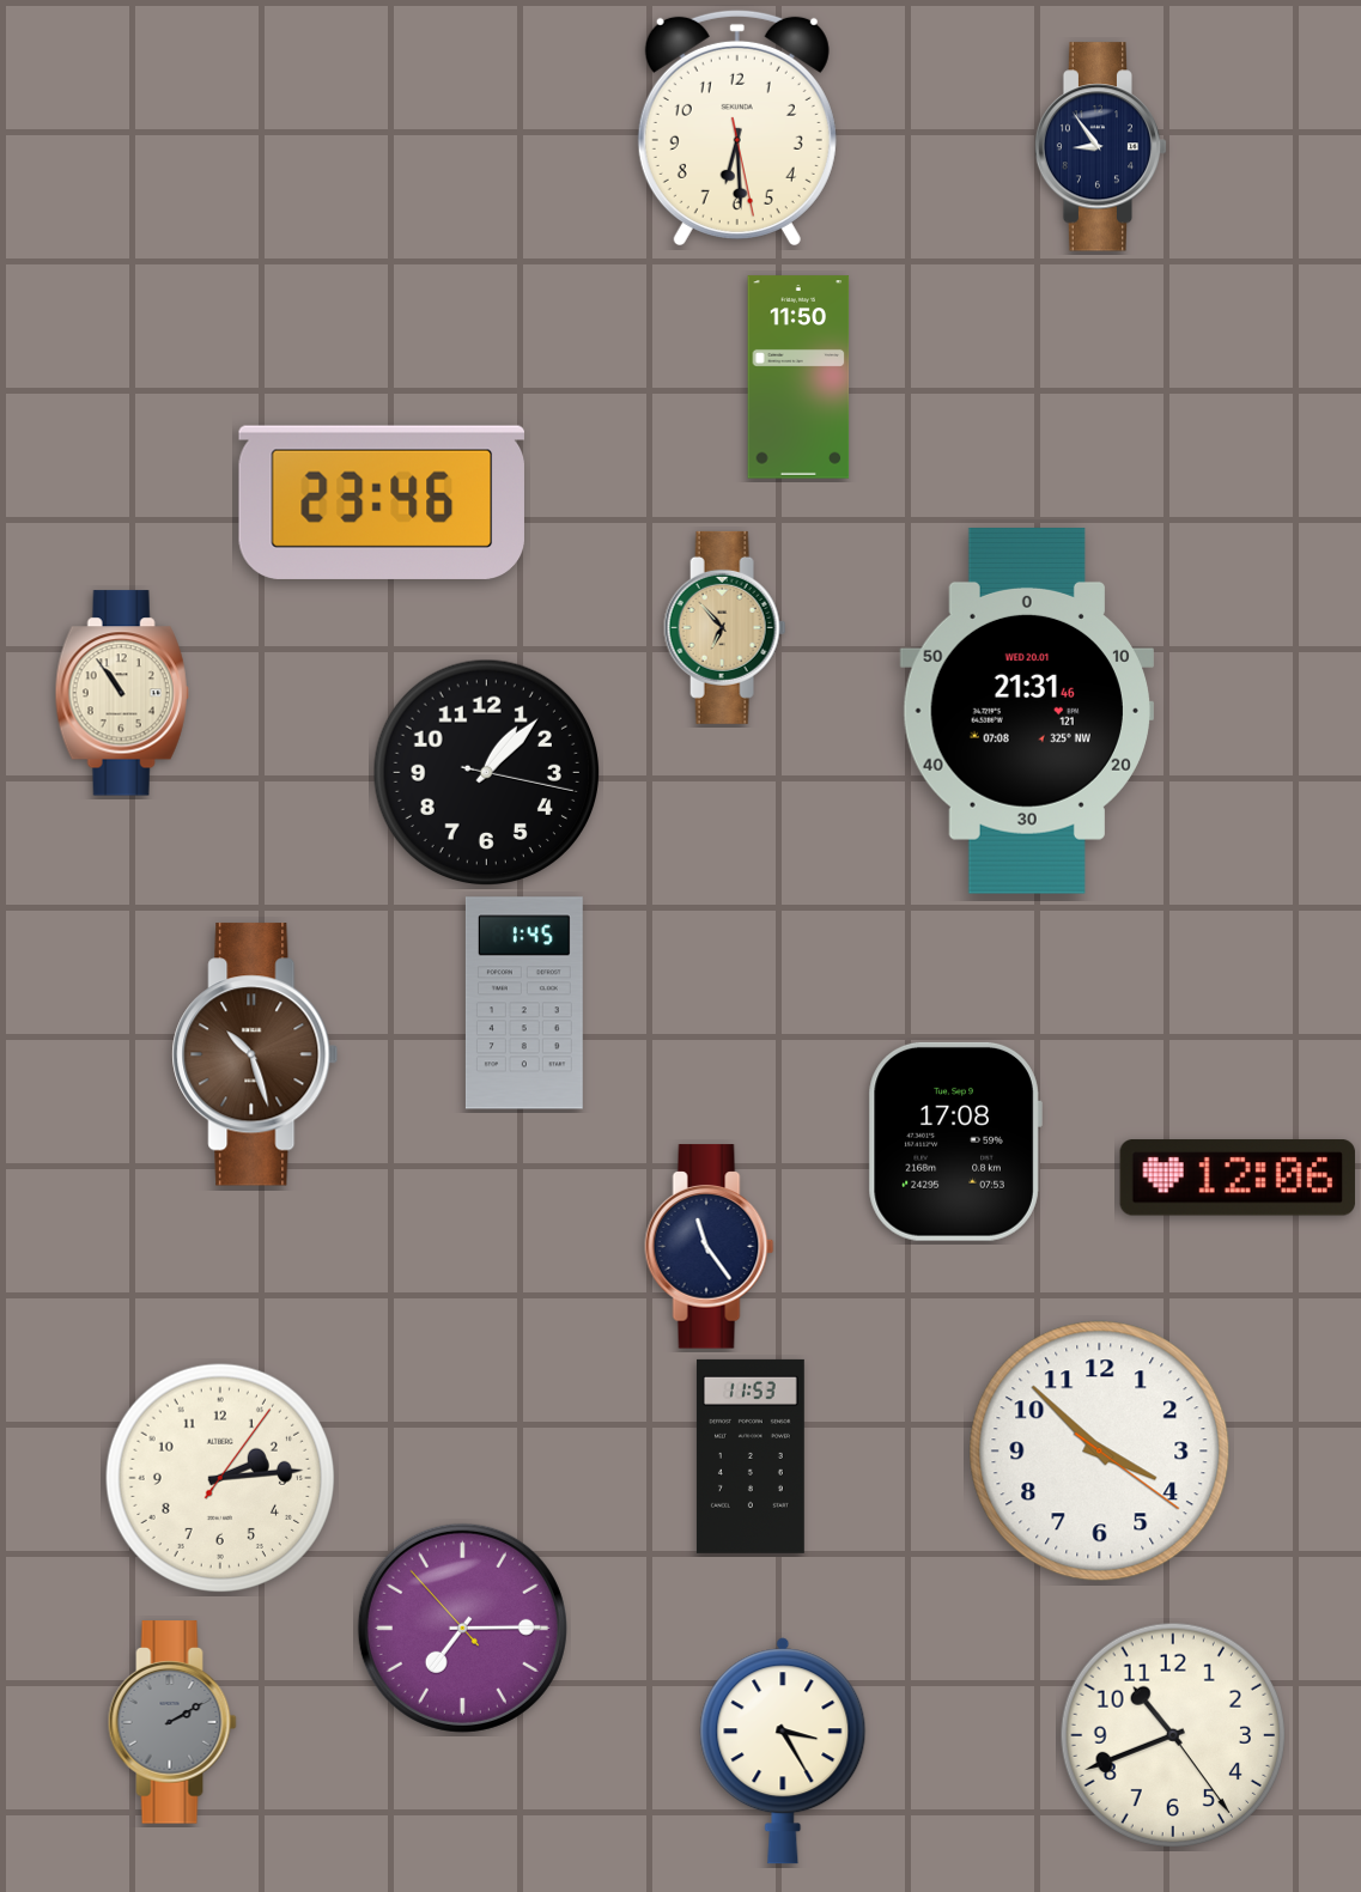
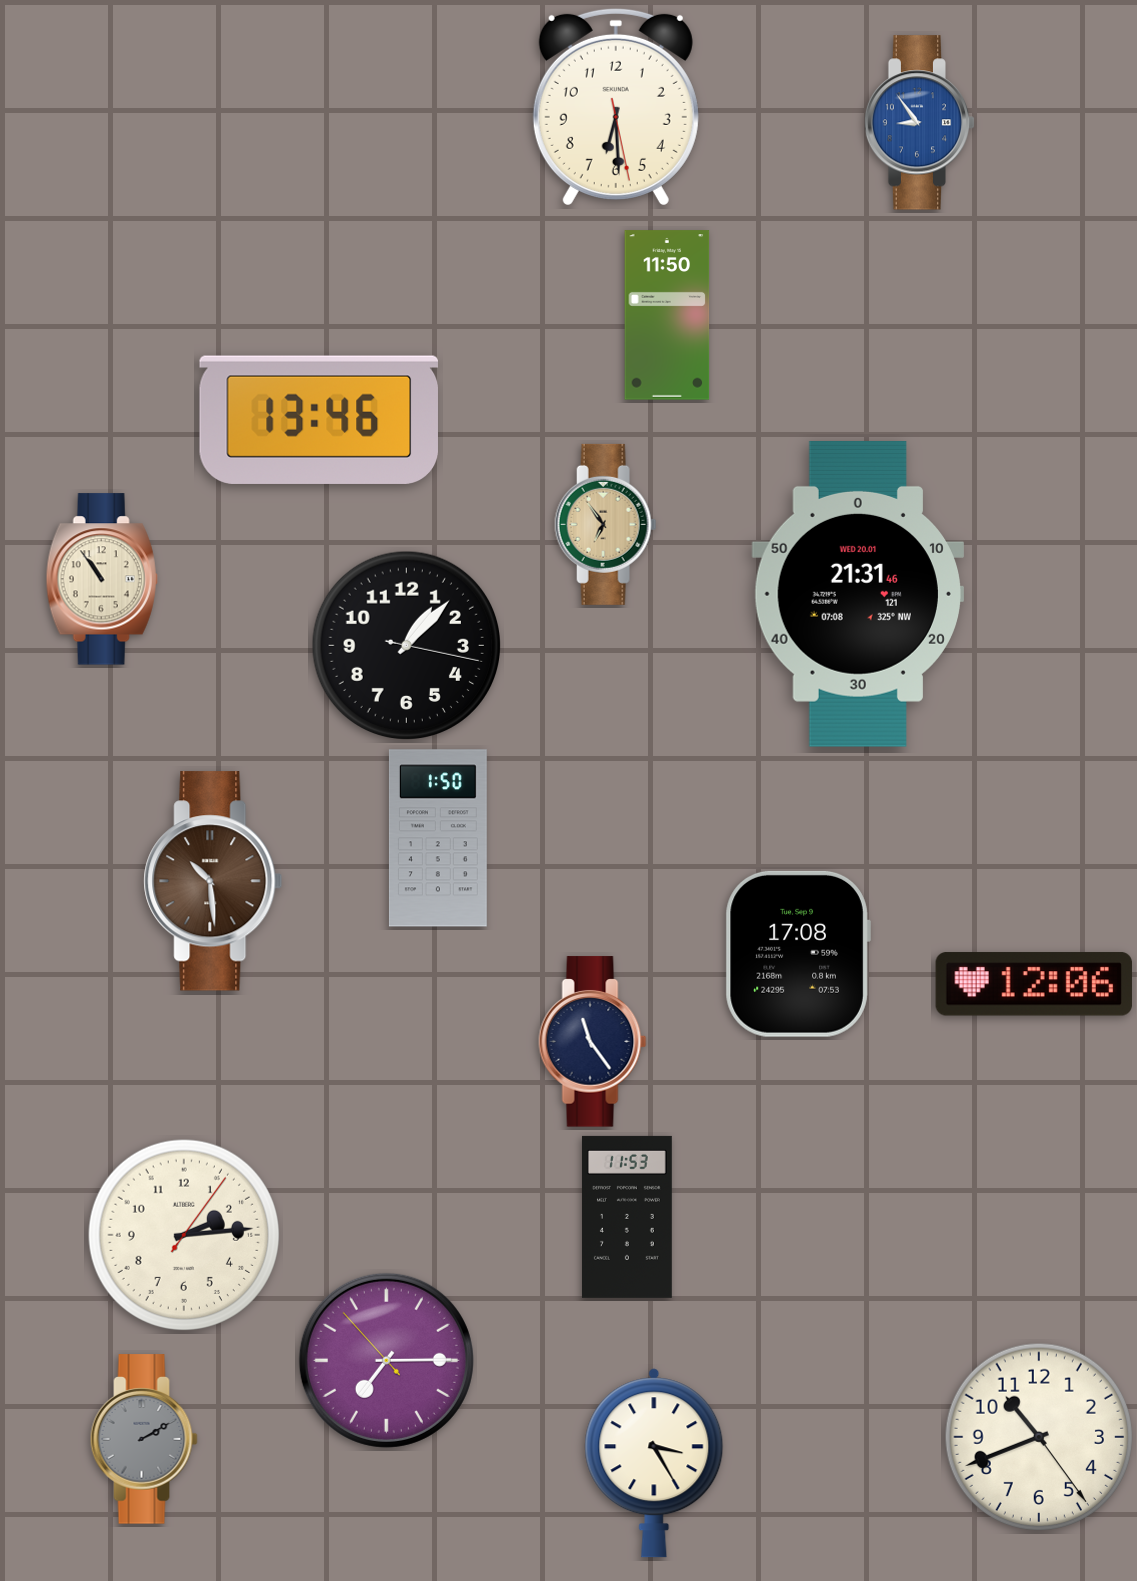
clock at (1101, 147) dial: navy -> blue
clock at (382, 503): 23:46 -> 13:46
clock at (725, 627): 6:53 -> 6:54
clock at (524, 1003): 1:45 -> 1:50
clock at (255, 1054): 10:27 -> 10:29
clock at (1100, 1452): 3:52 -> none
clock at (1172, 1734) position: (1172, 1734) -> (1038, 1436)
